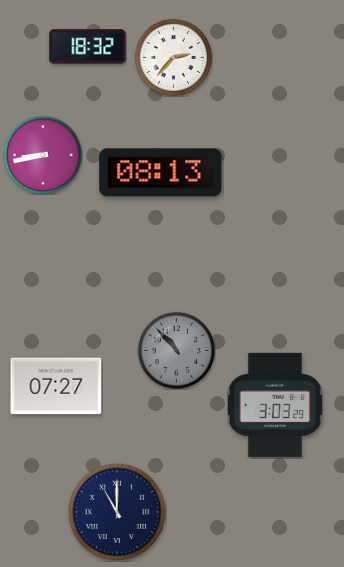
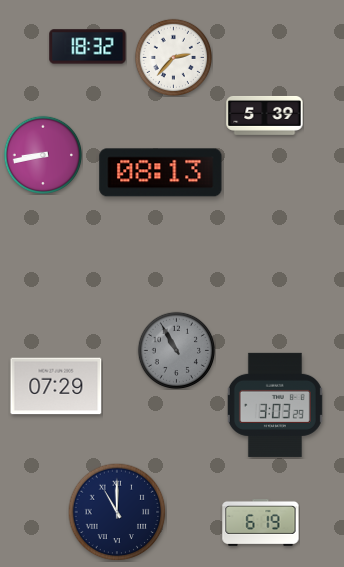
clock at (265, 116): none -> 5:39
clock at (176, 350): 10:53 -> 10:55
clock at (56, 386): 07:27 -> 07:29
clock at (261, 522): none -> 6:19
